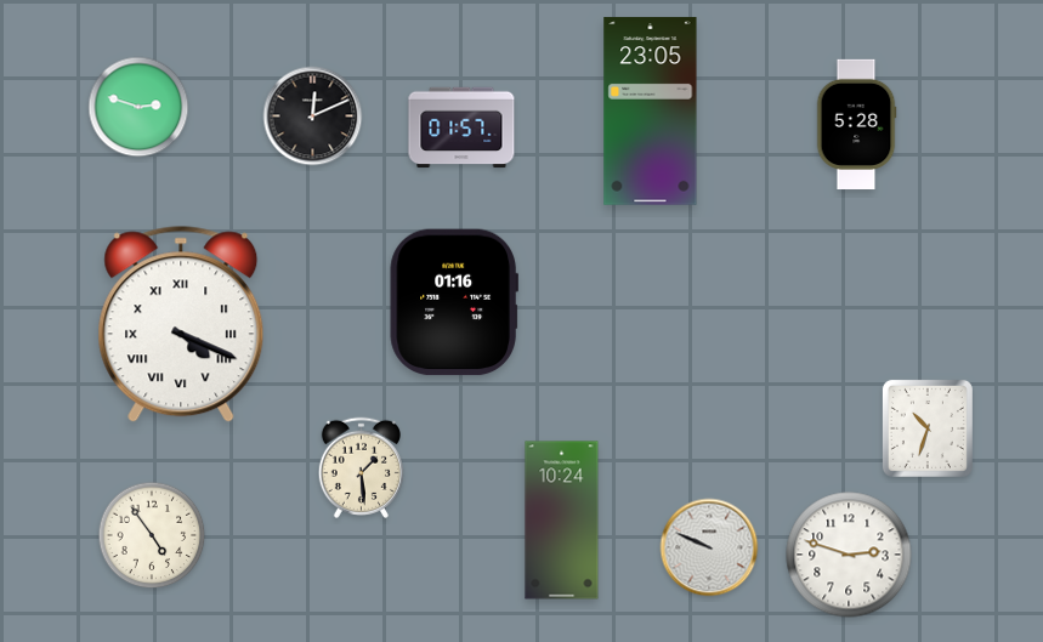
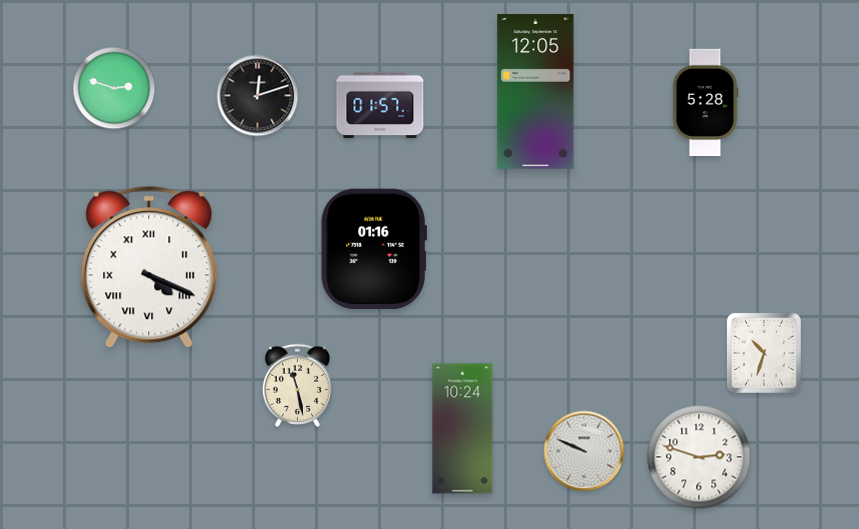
clock at (651, 112): 23:05 -> 12:05
clock at (313, 117): 12:11 -> 12:12
clock at (361, 467): 1:29 -> 11:28
clock at (152, 535): 4:54 -> none
